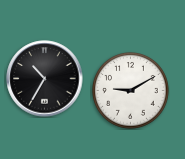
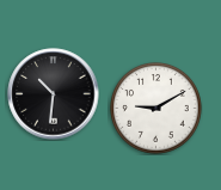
clock at (45, 79): 10:35 -> 10:31
